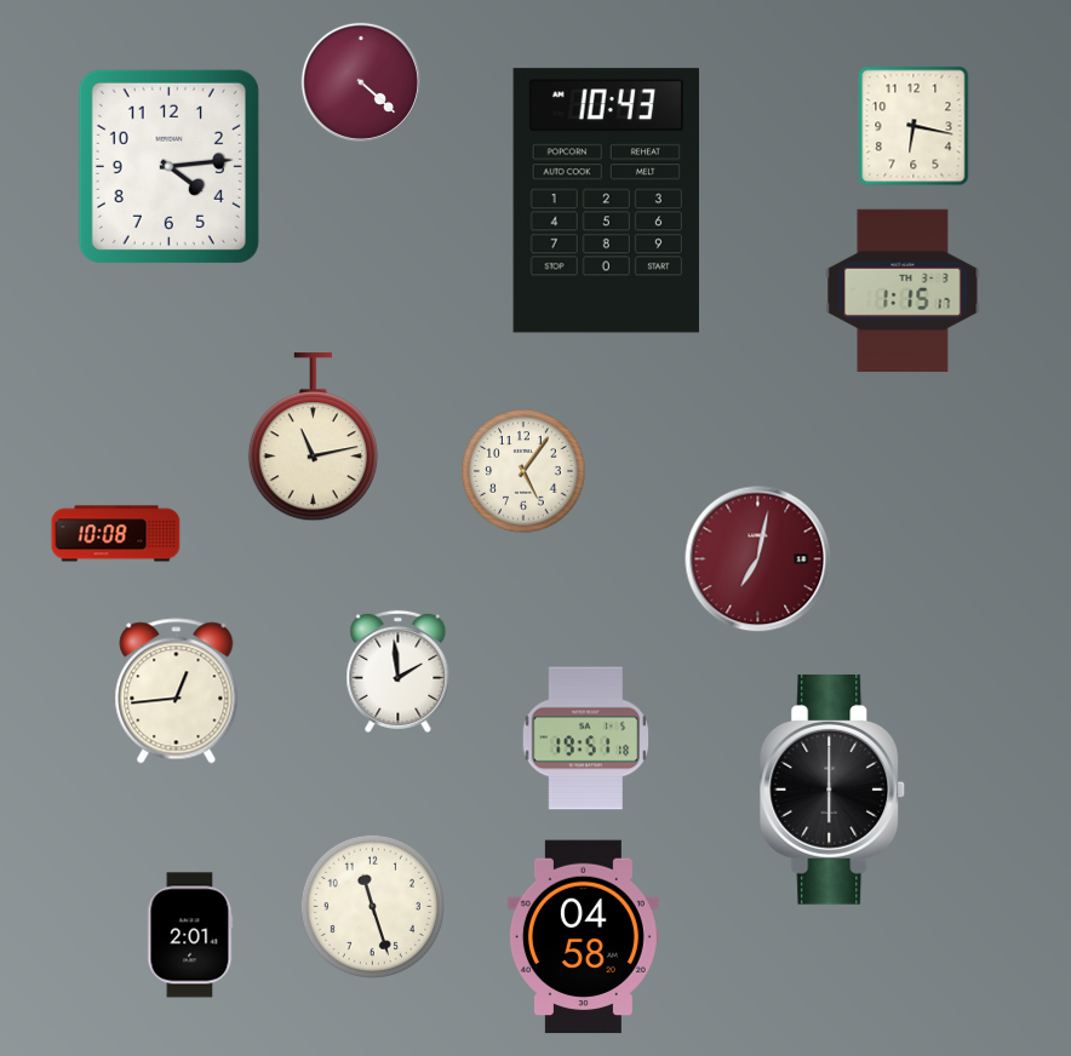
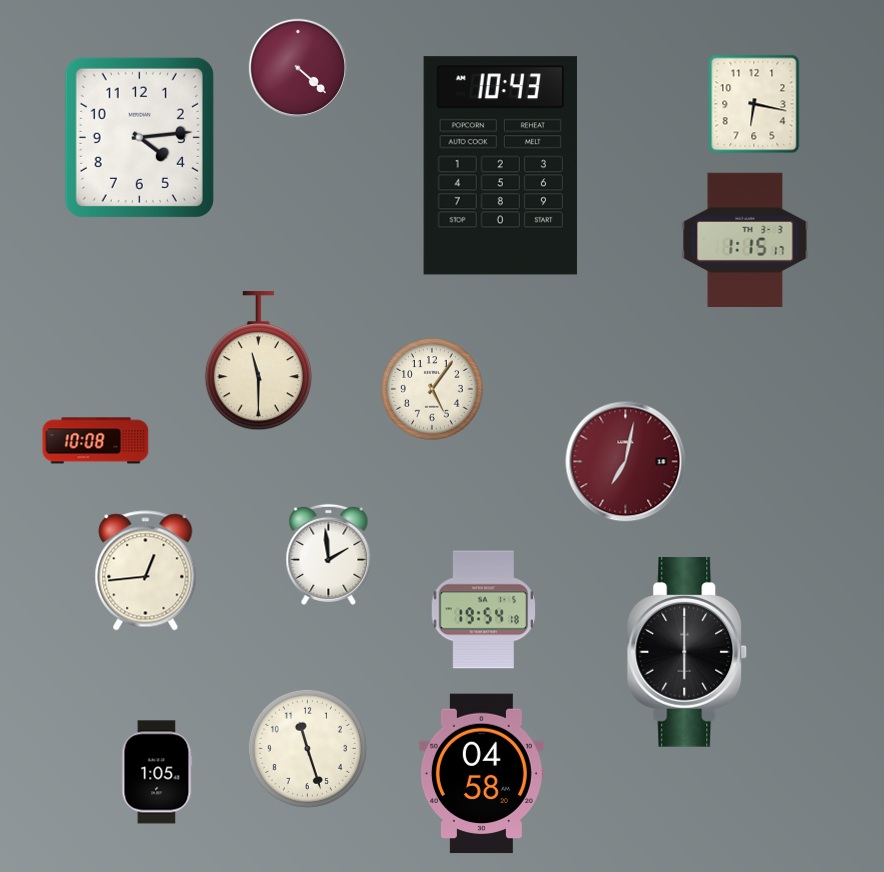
clock at (313, 437): 11:13 -> 11:30
clock at (585, 739): 19:51 -> 19:54
clock at (190, 935): 2:01 -> 1:05
